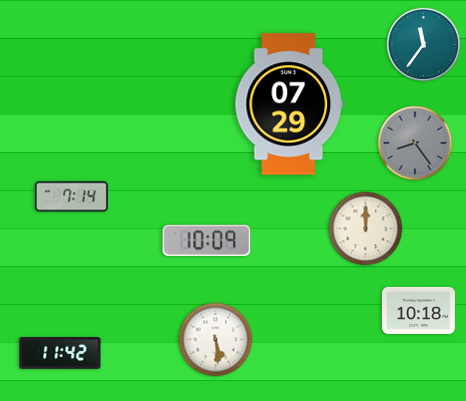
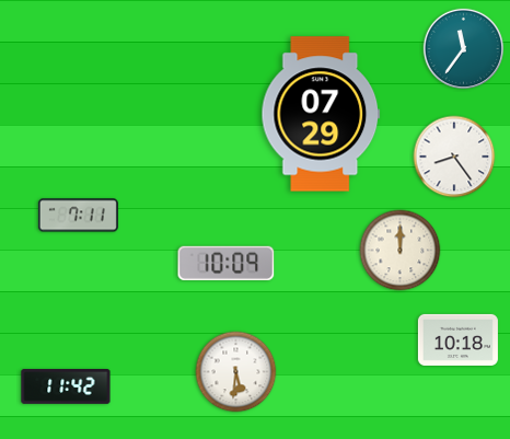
clock at (289, 104) position: (289, 104) -> (321, 114)
clock at (415, 143) dial: grey -> white
clock at (71, 197): 7:14 -> 7:11
clock at (216, 340): 5:29 -> 5:31
